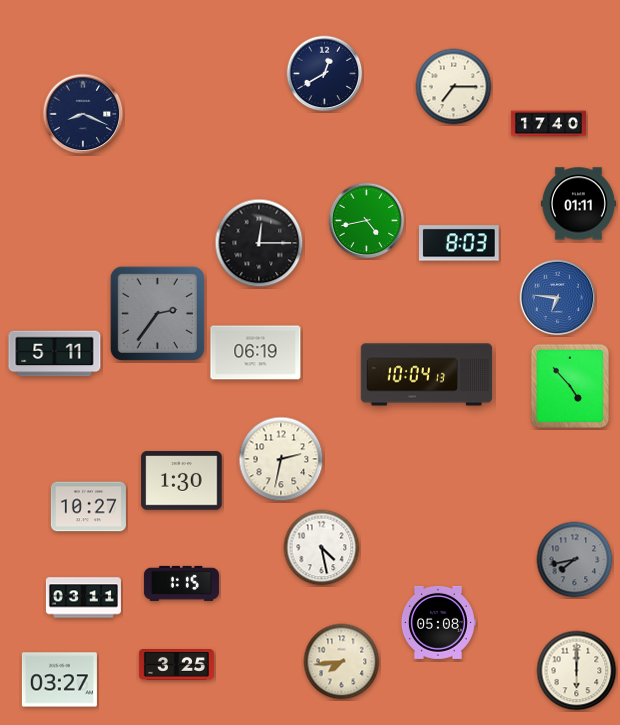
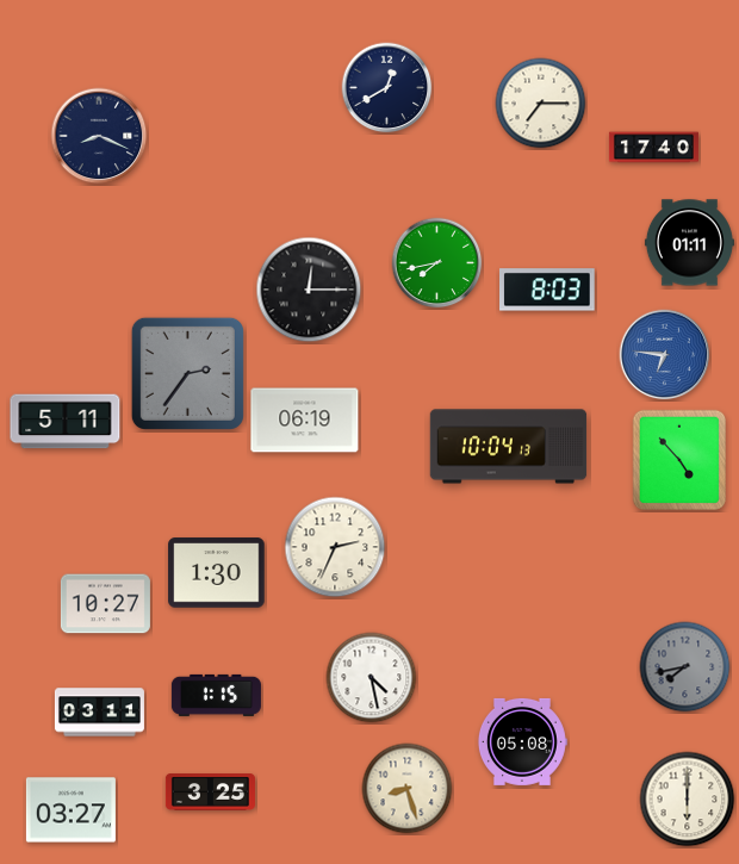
clock at (367, 221): 4:43 -> 7:43
clock at (281, 459): 2:32 -> 2:34
clock at (322, 548) position: (322, 548) -> (372, 678)
clock at (342, 662): 7:44 -> 8:27
